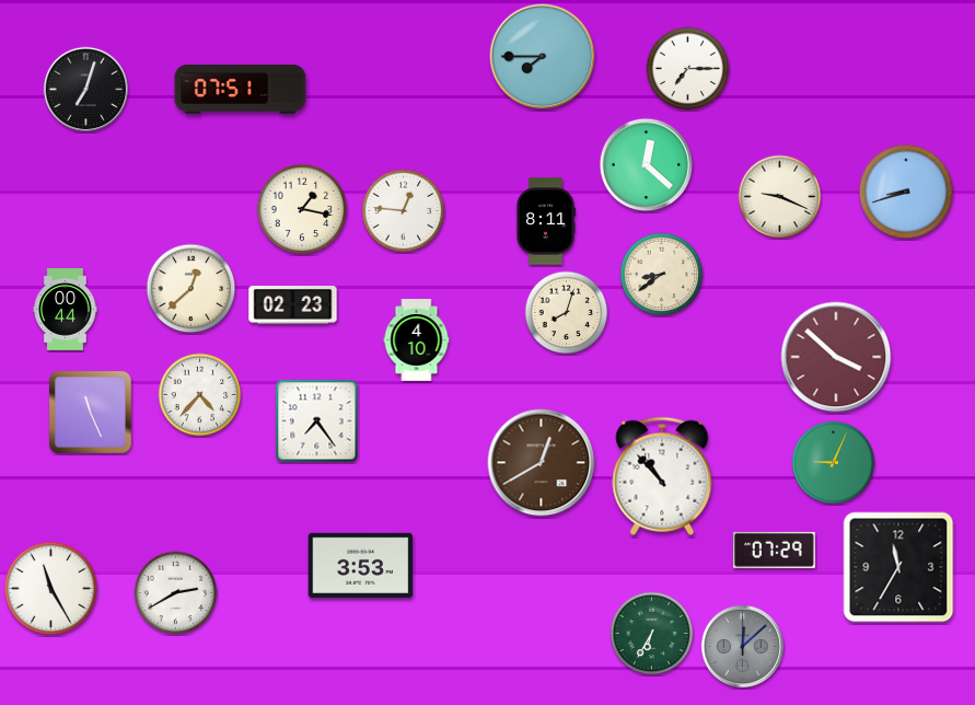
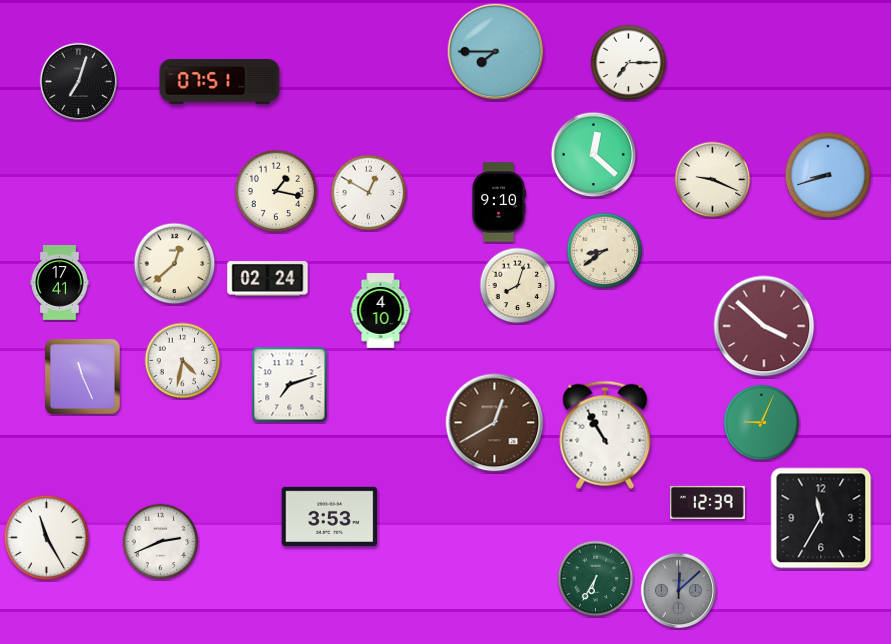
clock at (647, 165) position: (647, 165) -> (594, 155)
clock at (404, 211): 12:46 -> 12:50
clock at (545, 221): 8:11 -> 9:10
clock at (293, 305): 02:23 -> 02:24
clock at (66, 310): 00:44 -> 17:41
clock at (200, 395): 4:37 -> 4:32
clock at (317, 421): 7:24 -> 7:12
clock at (662, 476): 10:53 -> 10:55
clock at (774, 550): 07:29 -> 12:39
clock at (176, 593): 2:40 -> 2:41
